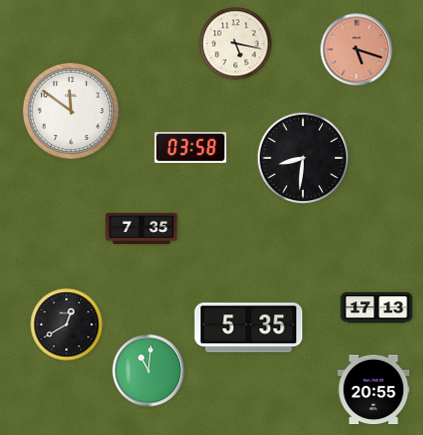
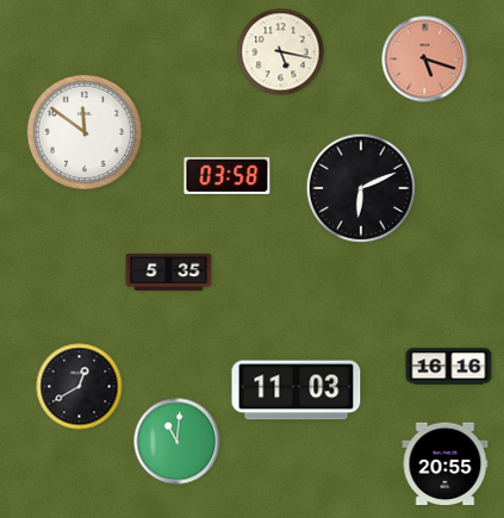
clock at (303, 158): 8:31 -> 6:11
clock at (142, 228): 7:35 -> 5:35
clock at (377, 308): 17:13 -> 16:16
clock at (249, 328): 5:35 -> 11:03
